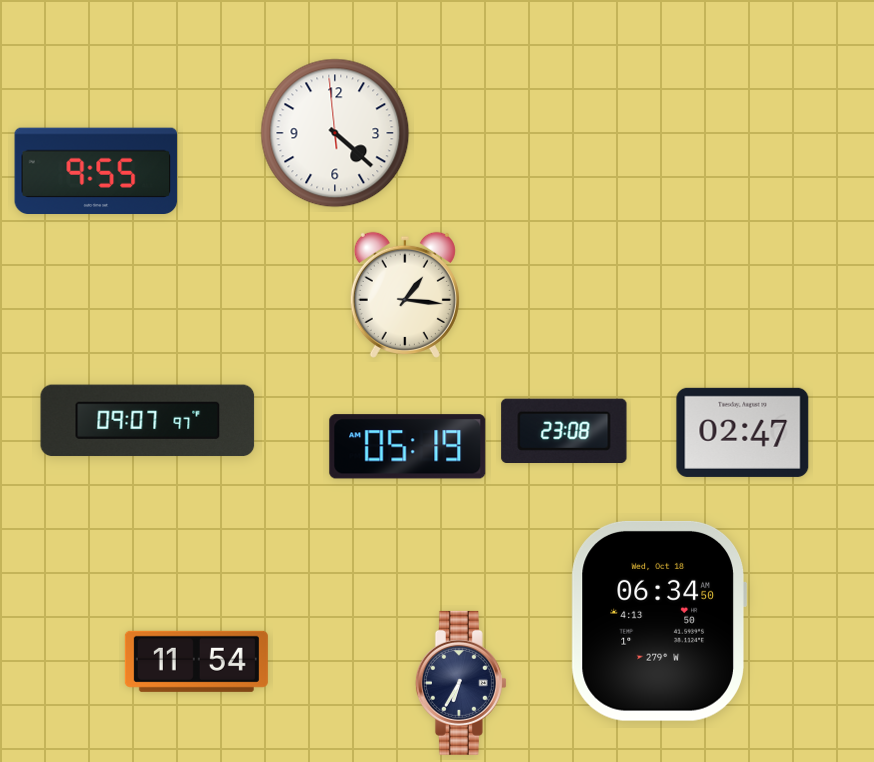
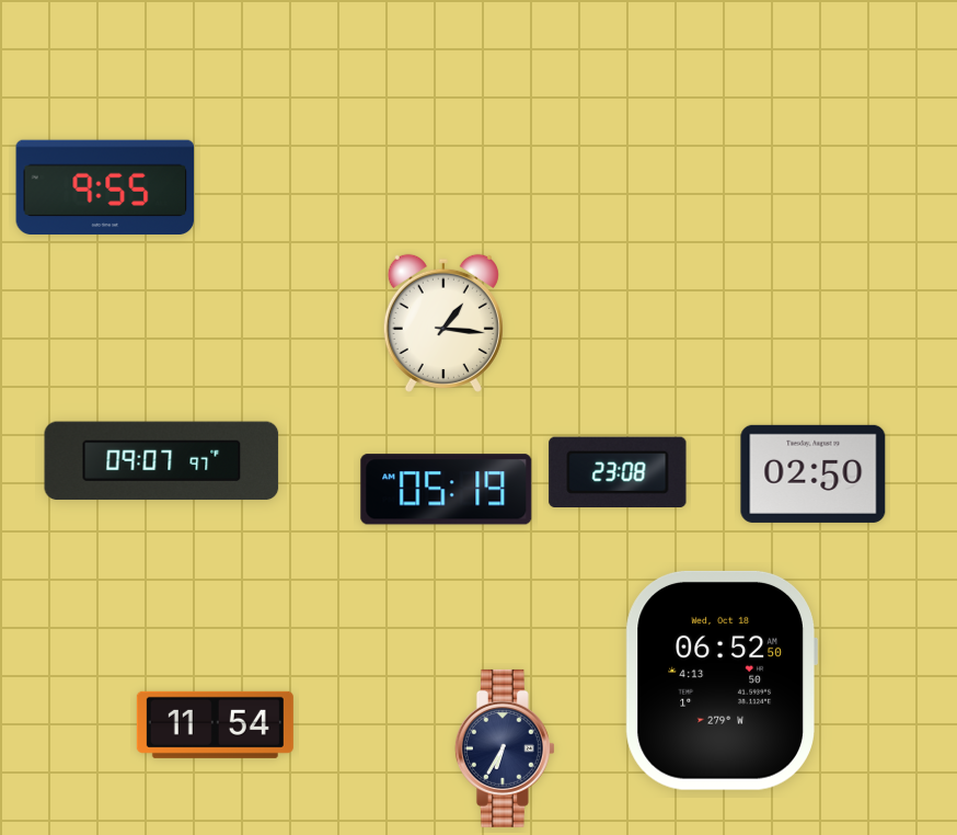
clock at (335, 133): 4:21 -> none
clock at (743, 432): 02:47 -> 02:50
clock at (659, 621): 06:34 -> 06:52
